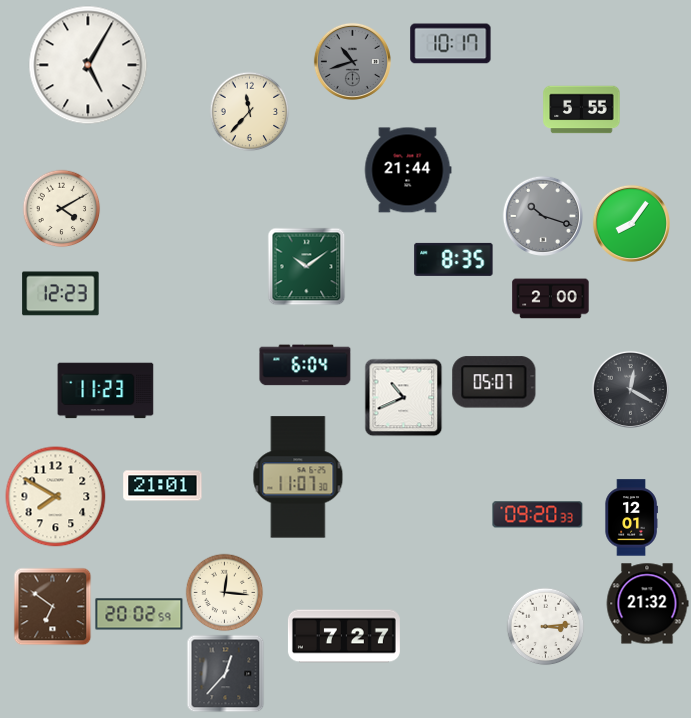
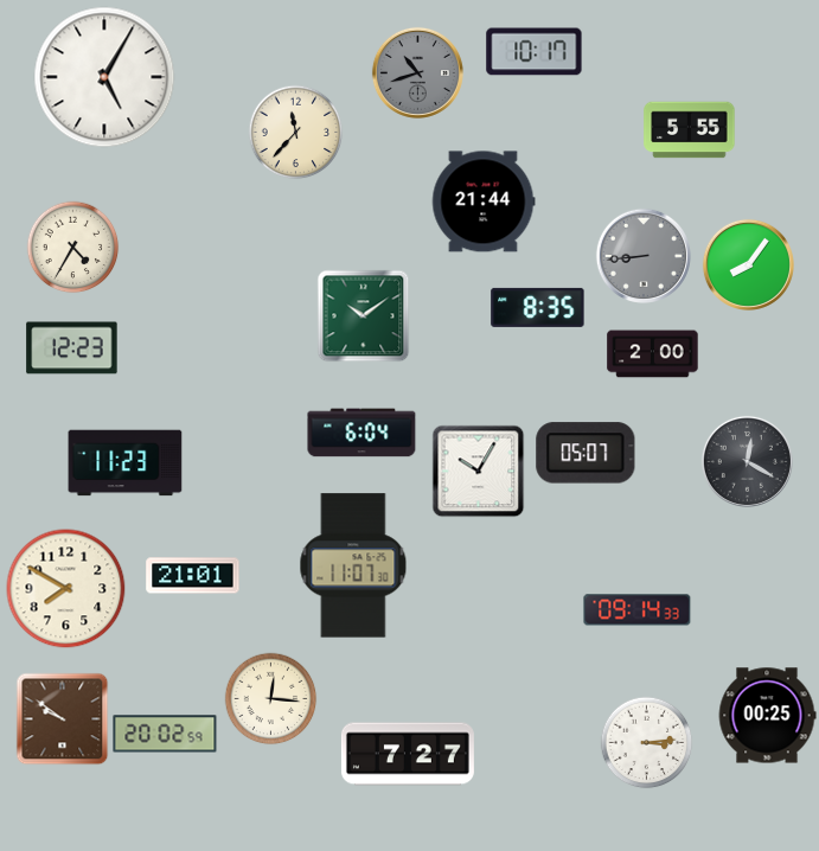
clock at (61, 208): 4:10 -> 4:35
clock at (543, 216): 10:18 -> 8:44
clock at (403, 397): 10:41 -> 10:05
clock at (538, 515): 09:20 -> 09:14
clock at (631, 518): 12:01 -> none
clock at (224, 592) position: (224, 592) -> (270, 698)
clock at (647, 604): 21:32 -> 00:25
clock at (52, 606): 6:51 -> 9:51
clock at (139, 614) position: (139, 614) -> (165, 734)
clock at (225, 673): 12:37 -> none
